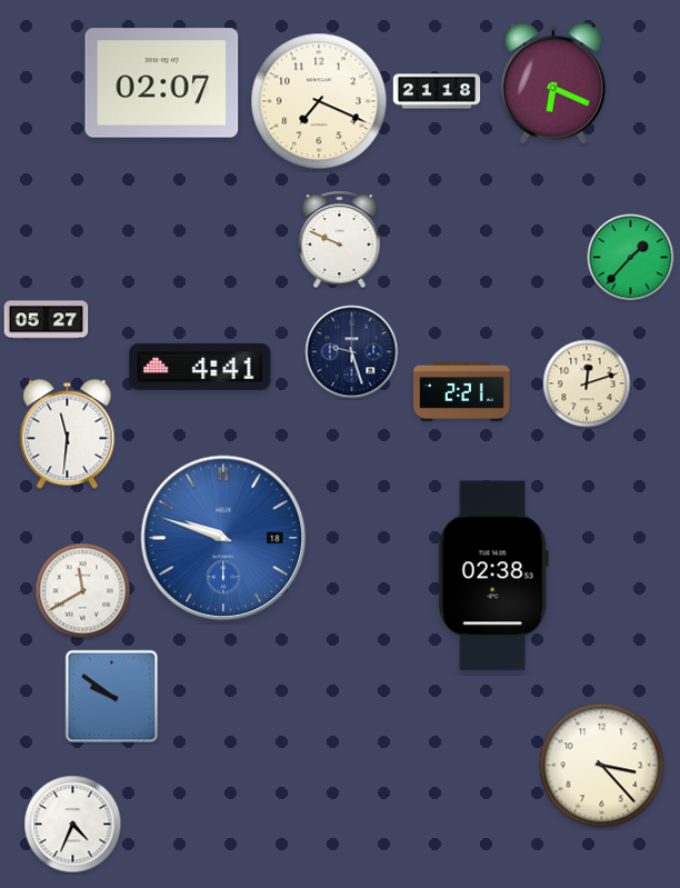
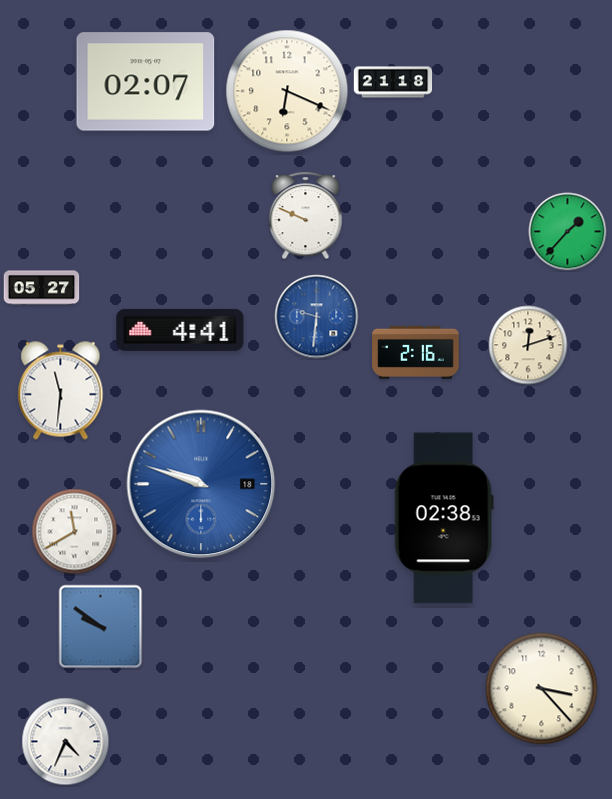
clock at (162, 83) position: (162, 83) -> (146, 82)
clock at (553, 83): 6:19 -> none
clock at (319, 101): 7:19 -> 6:19
clock at (352, 352): 9:27 -> 9:31
clock at (352, 352) dial: navy -> blue
clock at (462, 391): 2:21 -> 2:16
